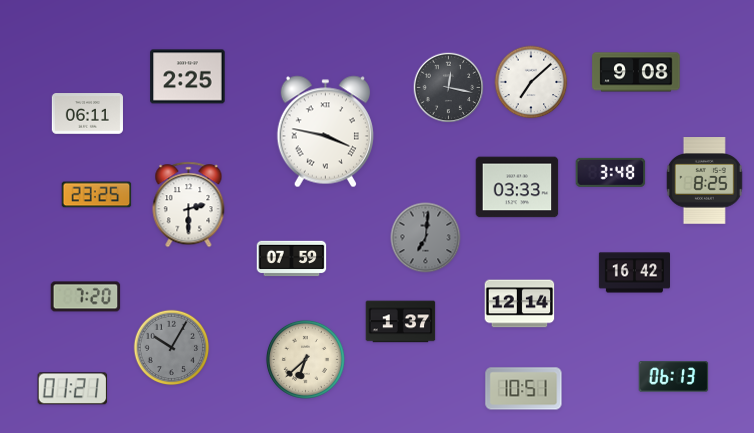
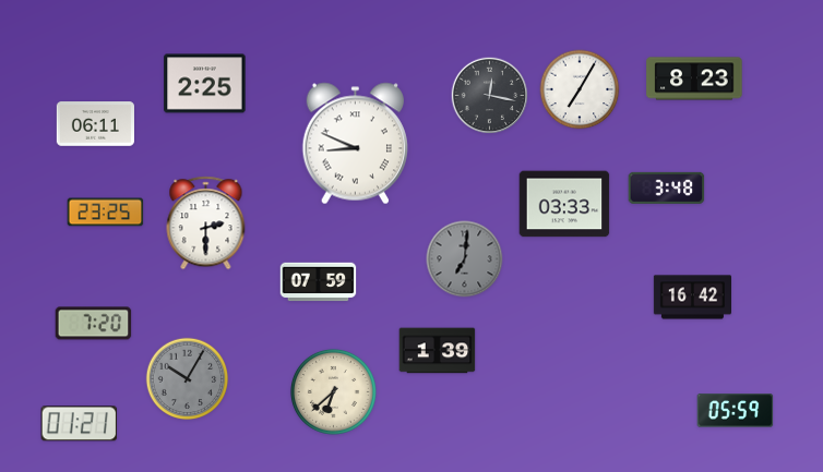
clock at (636, 72): 9:08 -> 8:23
clock at (531, 82): 7:08 -> 7:05
clock at (325, 132): 3:47 -> 8:49
clock at (704, 181): 8:25 -> none
clock at (520, 304): 12:14 -> none
clock at (401, 322): 1:37 -> 1:39
clock at (674, 377): 06:13 -> 05:59
clock at (524, 389): 10:51 -> none
